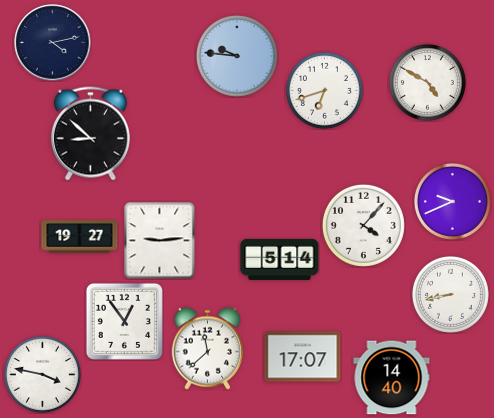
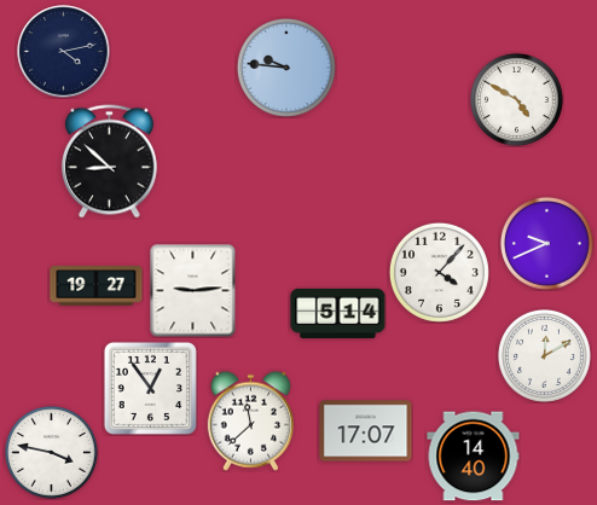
clock at (324, 90): 6:42 -> none
clock at (450, 294): 8:43 -> 12:10
